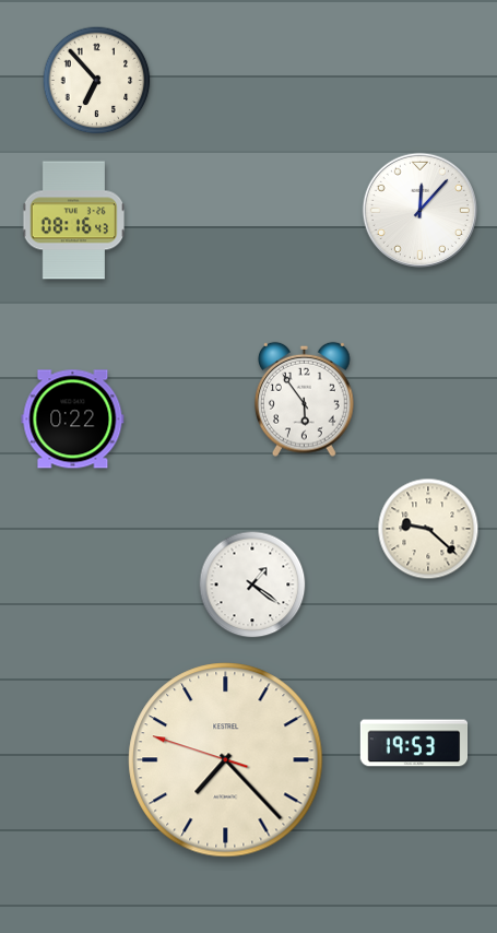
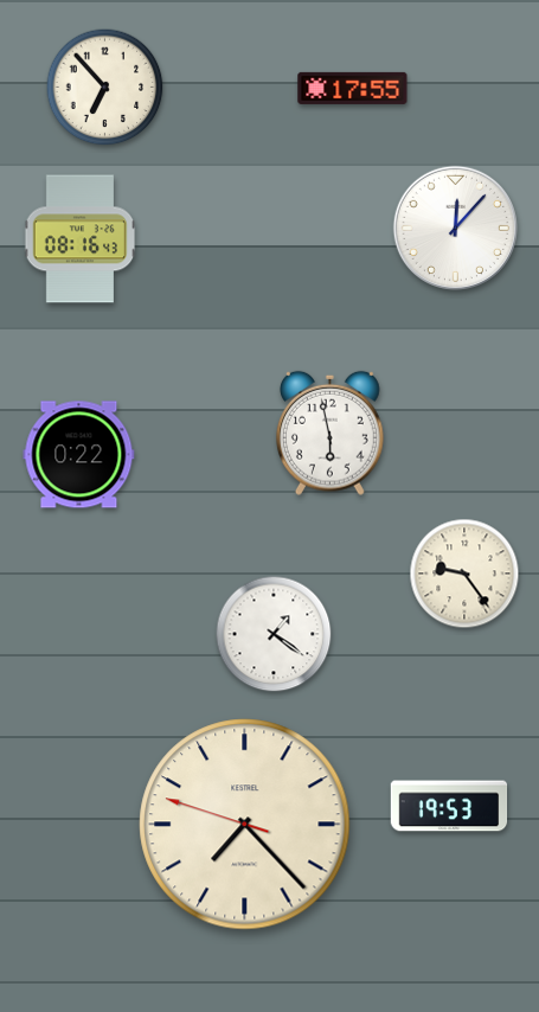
clock at (353, 88): none -> 17:55
clock at (304, 399): 5:54 -> 5:58
clock at (428, 529): 9:22 -> 9:24
